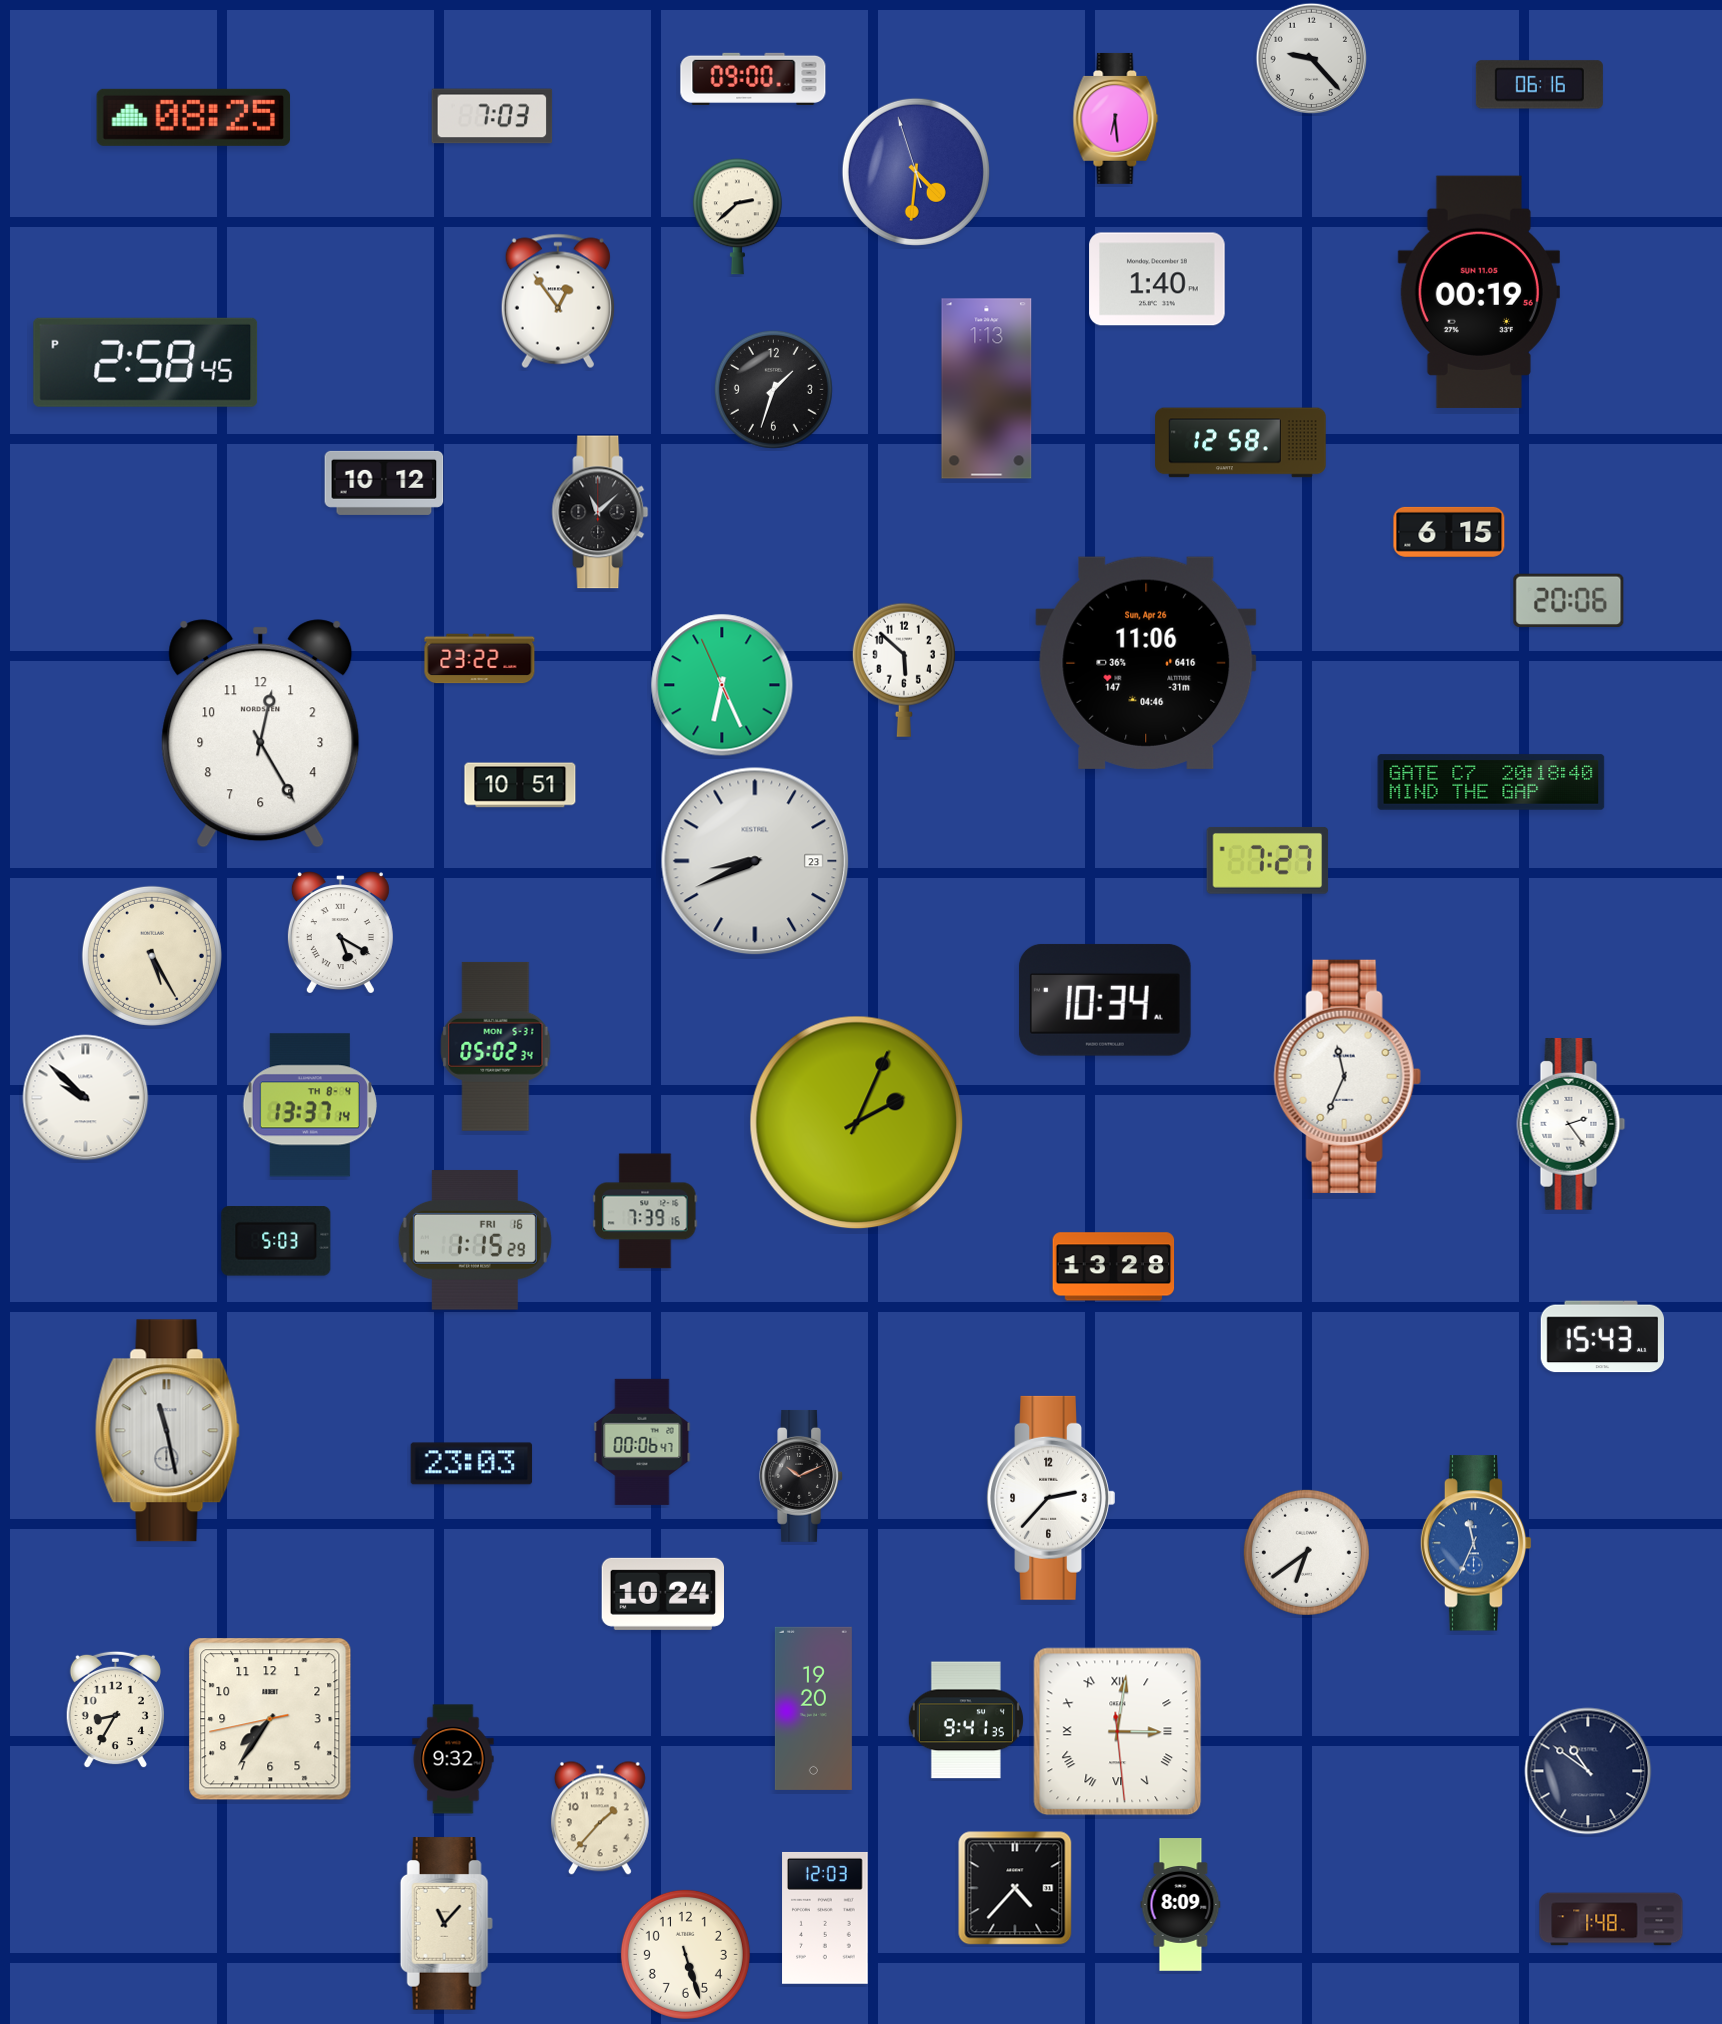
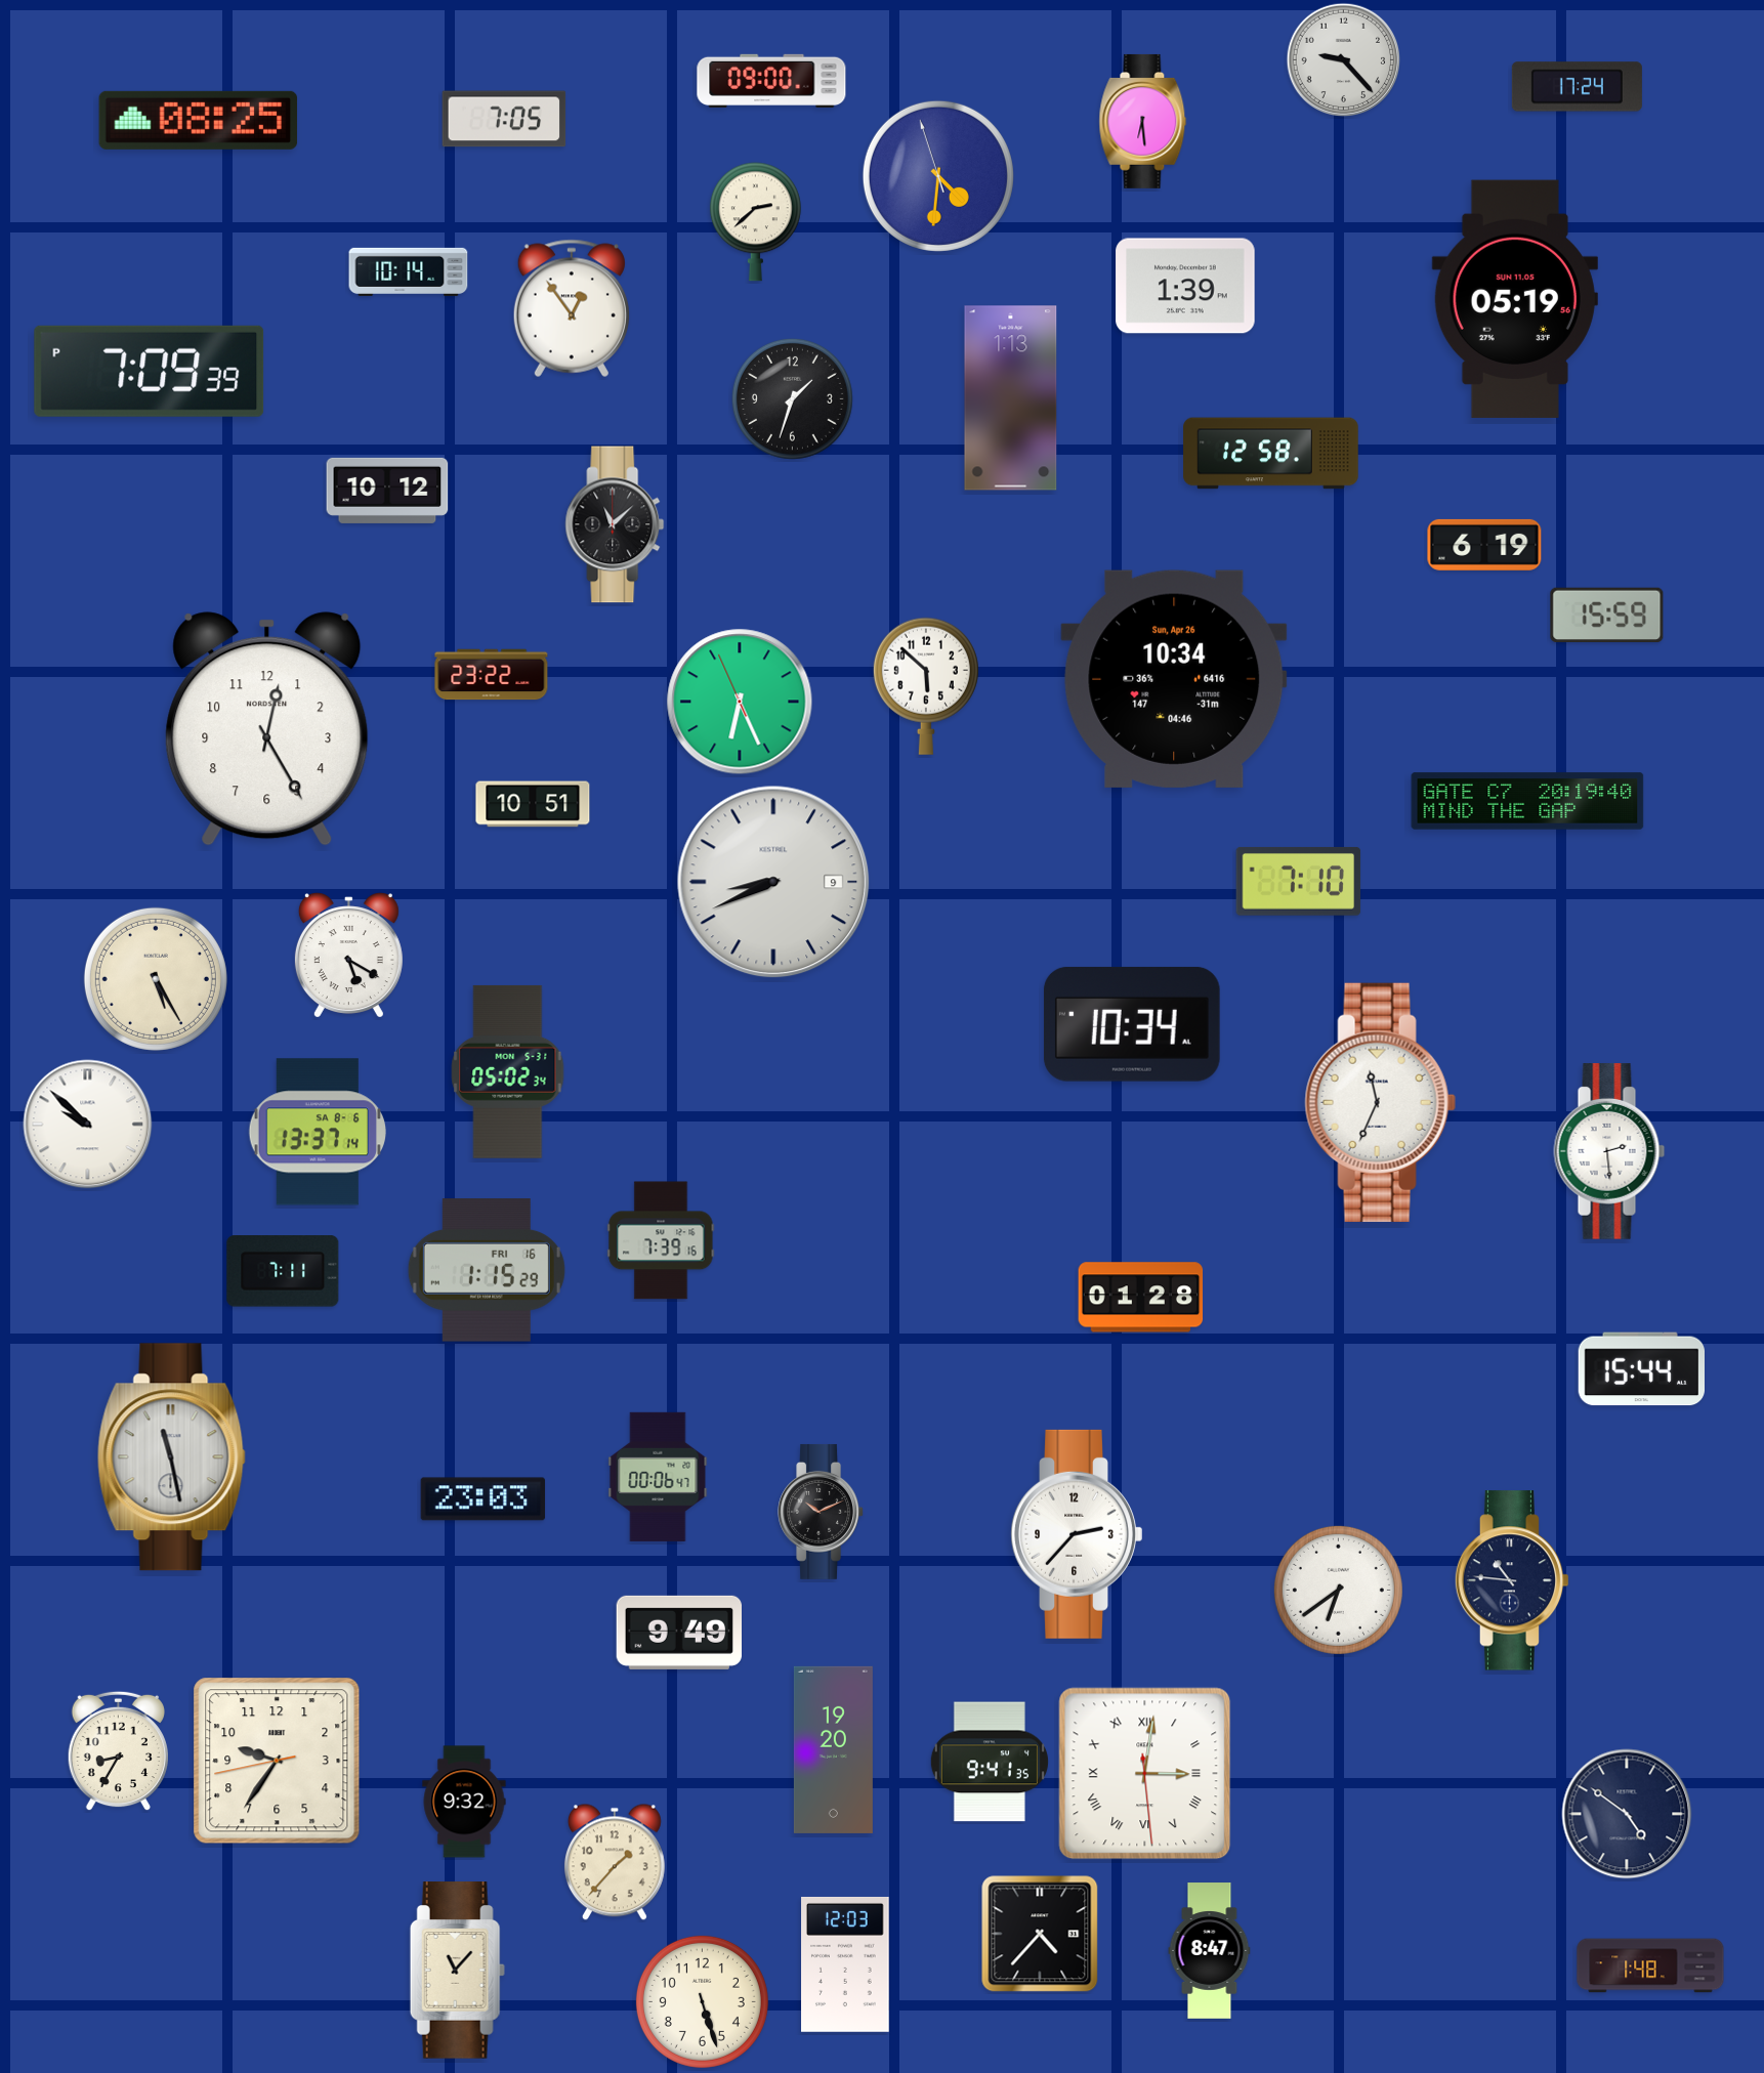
clock at (1539, 85): 06:16 -> 17:24
clock at (492, 116): 7:03 -> 7:05
clock at (409, 271): none -> 10:14
clock at (1157, 279): 1:40 -> 1:39
clock at (1479, 292): 00:19 -> 05:19
clock at (146, 362): 2:58 -> 7:09
clock at (384, 483) position: (384, 483) -> (387, 491)
clock at (1449, 532): 6:15 -> 6:19
clock at (1569, 601): 20:06 -> 15:59
clock at (1146, 663): 11:06 -> 10:34
clock at (261, 734) position: (261, 734) -> (267, 729)
clock at (1491, 782): 20:18 -> 20:19
clock at (755, 861) date: 23 -> 9
clock at (1268, 861): 7:27 -> 7:10
clock at (310, 1105) date: TH 8-4 -> SA 8-6
clock at (857, 1123): 2:04 -> none
clock at (1571, 1124): 2:24 -> 2:29
clock at (276, 1241): 5:03 -> 7:11
clock at (1114, 1267): 13:28 -> 01:28
clock at (1602, 1337): 15:43 -> 15:44
clock at (167, 1431) position: (167, 1431) -> (171, 1457)
clock at (1476, 1543): 11:34 -> 10:46
clock at (1476, 1543) dial: blue -> navy
clock at (662, 1594): 10:24 -> 9:49
clock at (270, 1719): 7:35 -> 9:35
clock at (1588, 1771): 10:51 -> 4:51
clock at (1181, 1905): 8:09 -> 8:47
